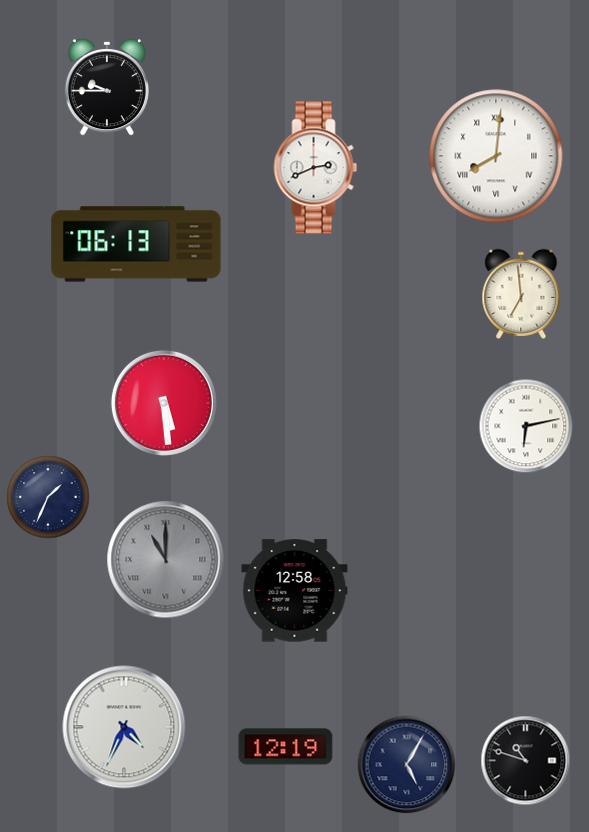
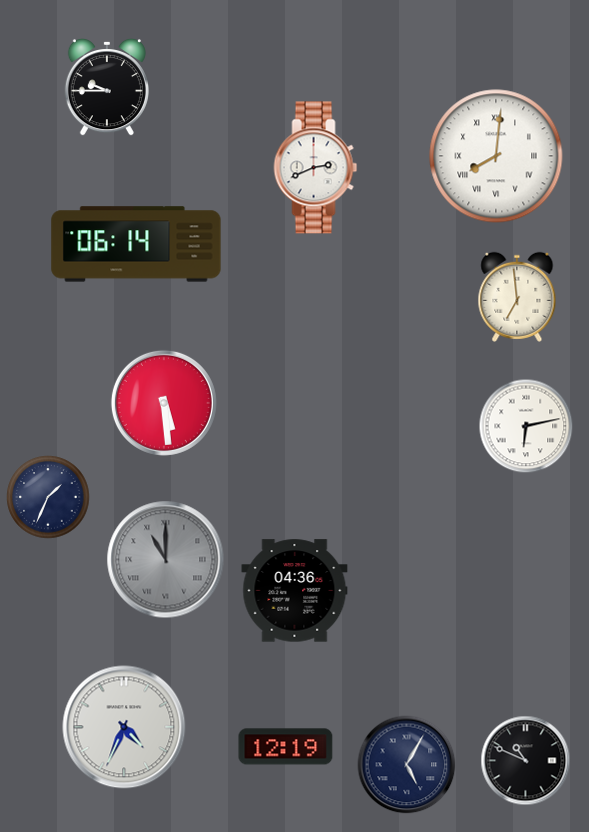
clock at (136, 244): 06:13 -> 06:14
clock at (521, 294) position: (521, 294) -> (517, 297)
clock at (295, 591): 12:58 -> 04:36
clock at (526, 761): 10:48 -> 10:49
